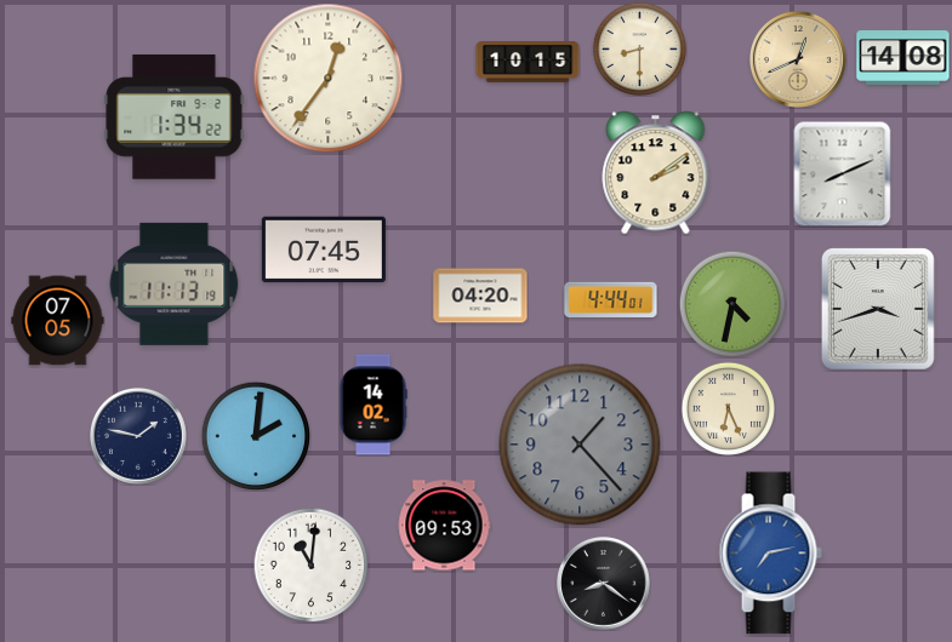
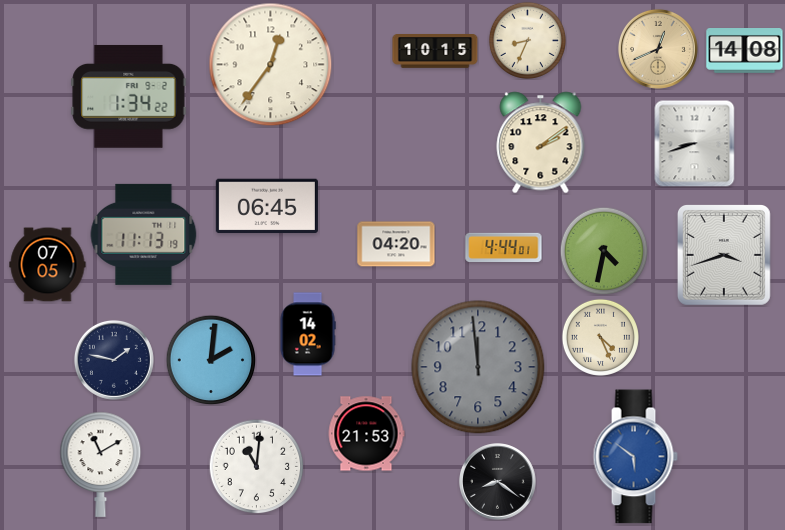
clock at (639, 48): 8:30 -> 8:34
clock at (903, 58) position: (903, 58) -> (745, 51)
clock at (175, 116) position: (175, 116) -> (129, 96)
clock at (843, 173): 8:11 -> 8:42
clock at (324, 250): 07:45 -> 06:45
clock at (728, 408): 6:26 -> 4:26
clock at (580, 445): 1:23 -> 11:59
clock at (444, 526): 09:53 -> 21:53
clock at (770, 554): 7:13 -> 5:51
clock at (101, 464): none -> 11:10
